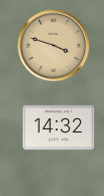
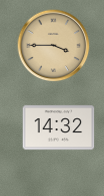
clock at (54, 46): 3:48 -> 3:45
